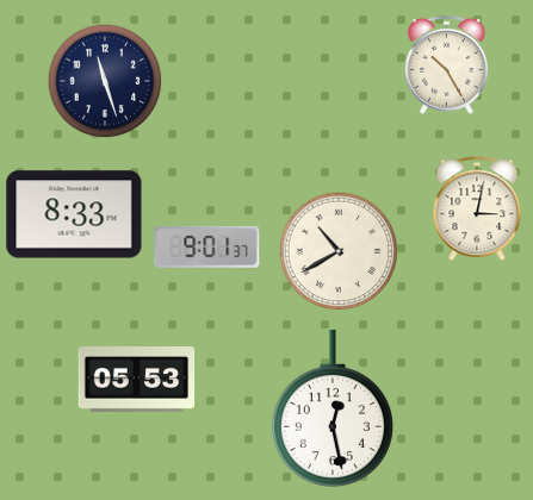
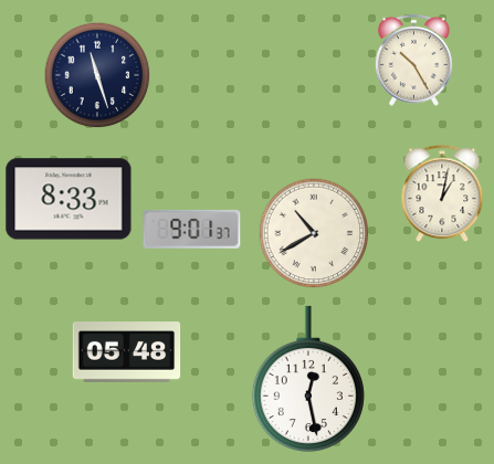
clock at (477, 210): 3:02 -> 1:02
clock at (137, 380): 05:53 -> 05:48
